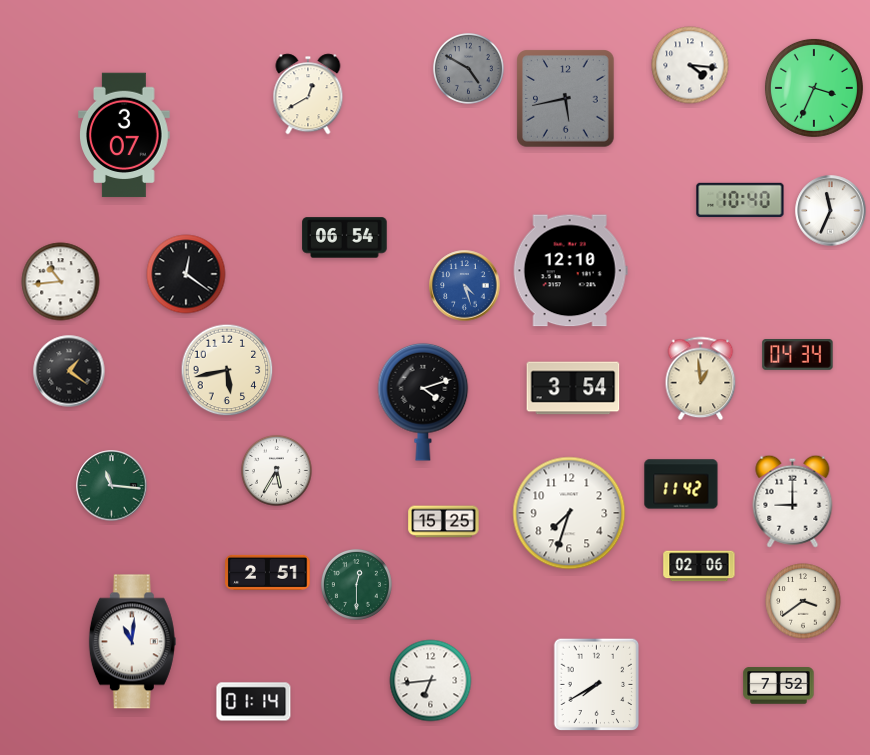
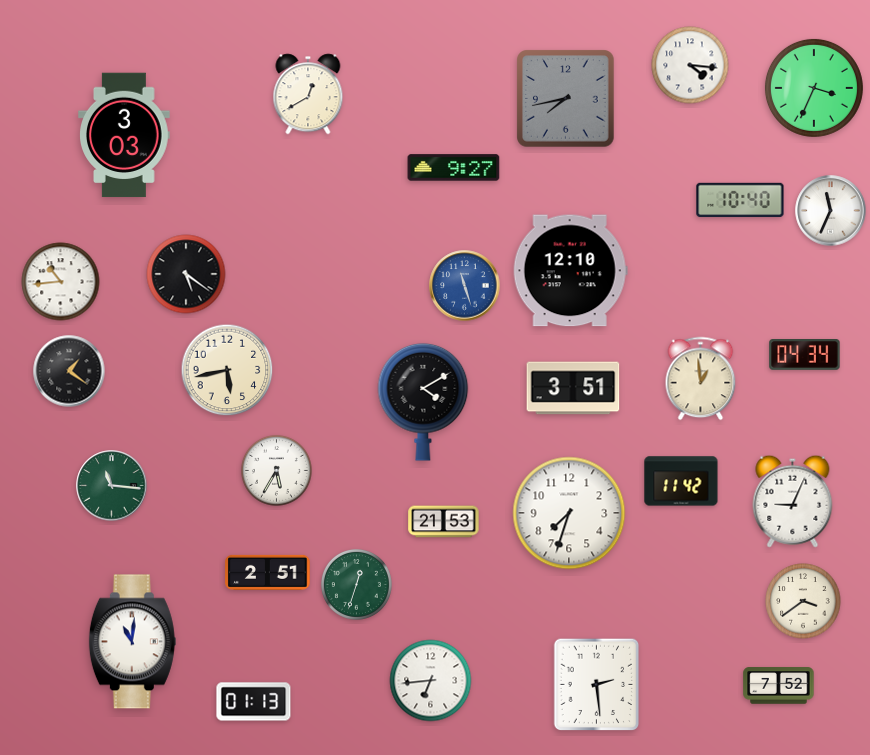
clock at (468, 68): 4:50 -> none
clock at (566, 99): 5:43 -> 7:43
clock at (124, 135): 3:07 -> 3:03
clock at (454, 168): none -> 9:27
clock at (345, 238): 06:54 -> none
clock at (186, 274): 12:21 -> 5:21
clock at (465, 286): 4:27 -> 11:27
clock at (798, 355) position: (798, 355) -> (805, 355)
clock at (573, 388): 3:54 -> 3:51
clock at (423, 402): 4:12 -> 4:10
clock at (681, 484) position: (681, 484) -> (681, 481)
clock at (793, 501): 9:00 -> 9:04
clock at (444, 522): 15:25 -> 21:53
clock at (699, 566): 02:06 -> none
clock at (356, 584): 12:30 -> 12:33
clock at (597, 685): 7:40 -> 2:29
clock at (254, 702): 01:14 -> 01:13
